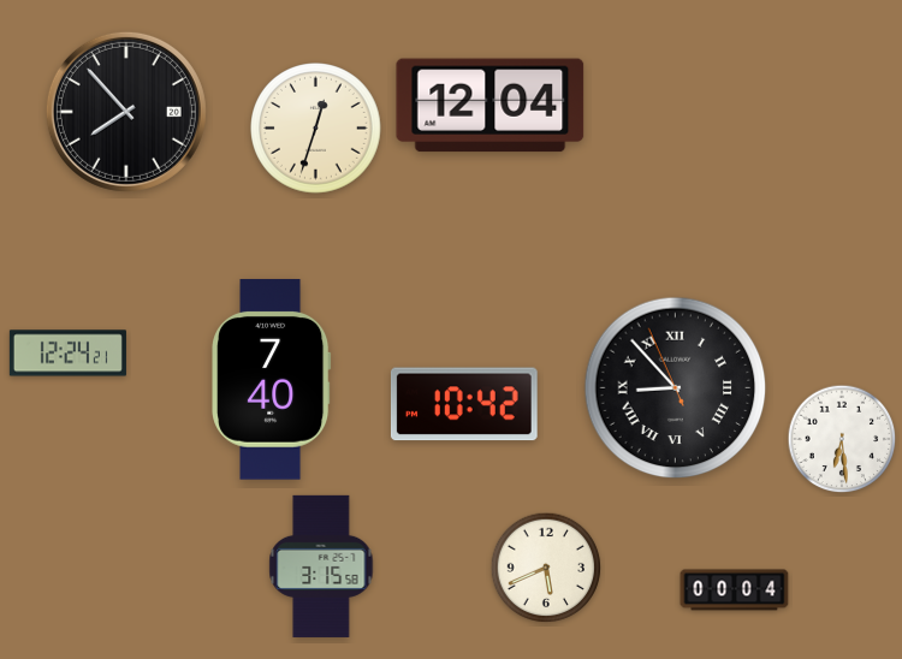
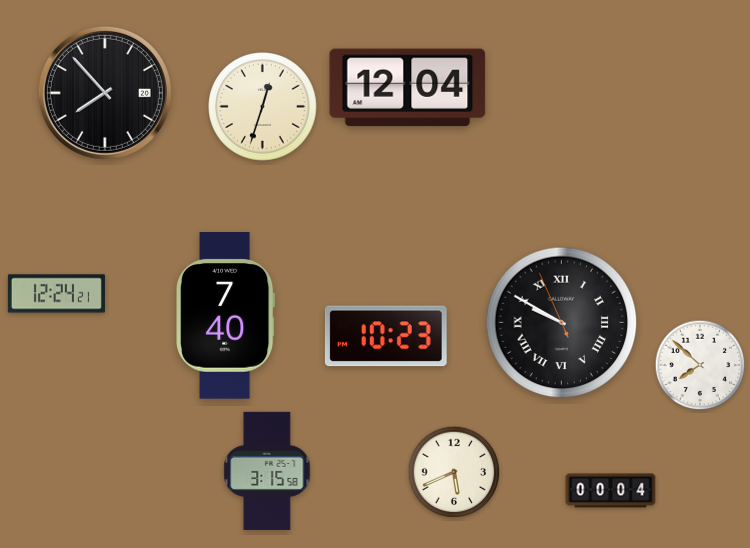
clock at (676, 388): 8:52 -> 9:49
clock at (464, 404): 10:42 -> 10:23
clock at (842, 439): 6:29 -> 7:52
